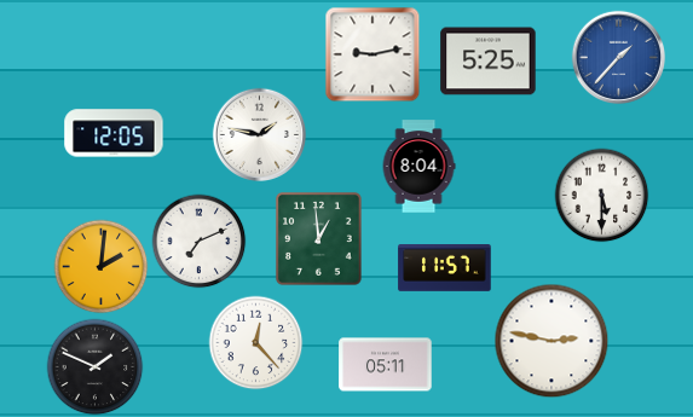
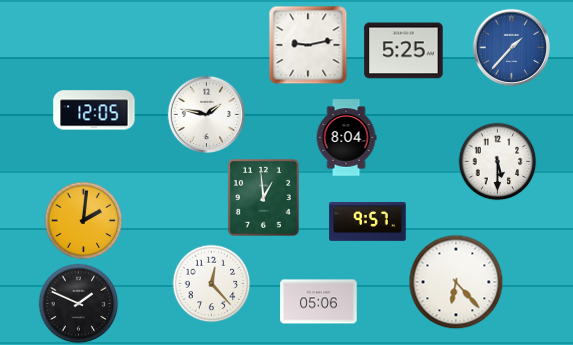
clock at (259, 134) position: (259, 134) -> (206, 114)
clock at (198, 241): 7:11 -> none
clock at (445, 268): 11:57 -> 9:57
clock at (551, 341): 2:47 -> 6:23
clock at (386, 365): 05:11 -> 05:06
